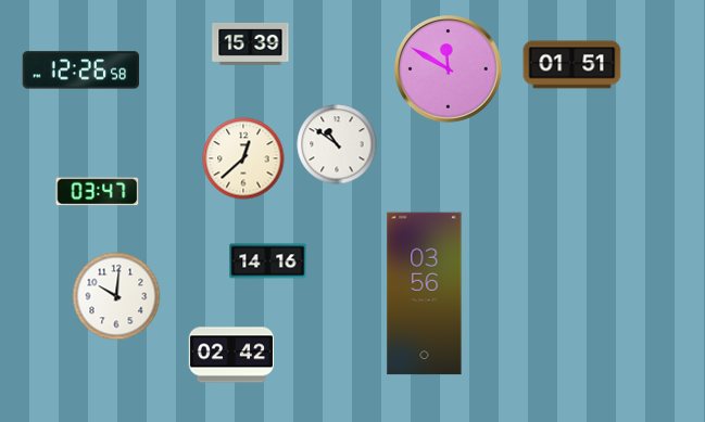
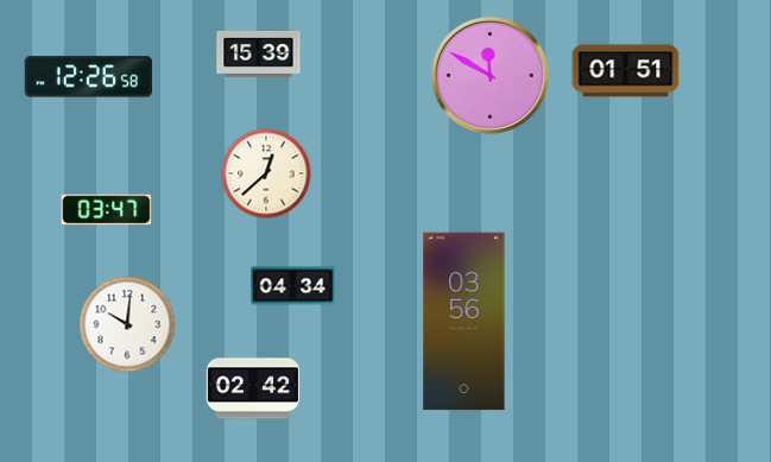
clock at (251, 44) position: (251, 44) -> (259, 55)
clock at (337, 144): 10:51 -> none
clock at (268, 261): 14:16 -> 04:34
